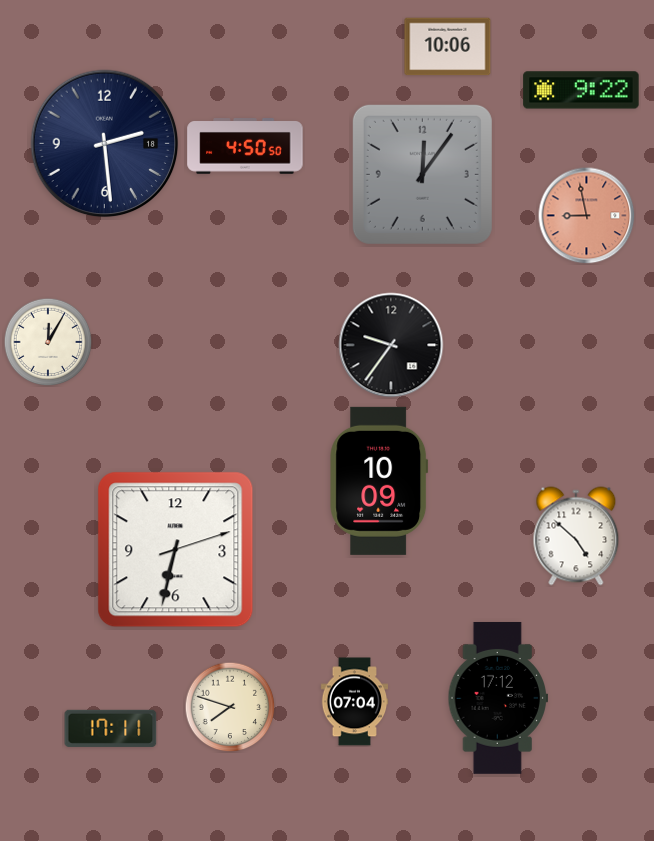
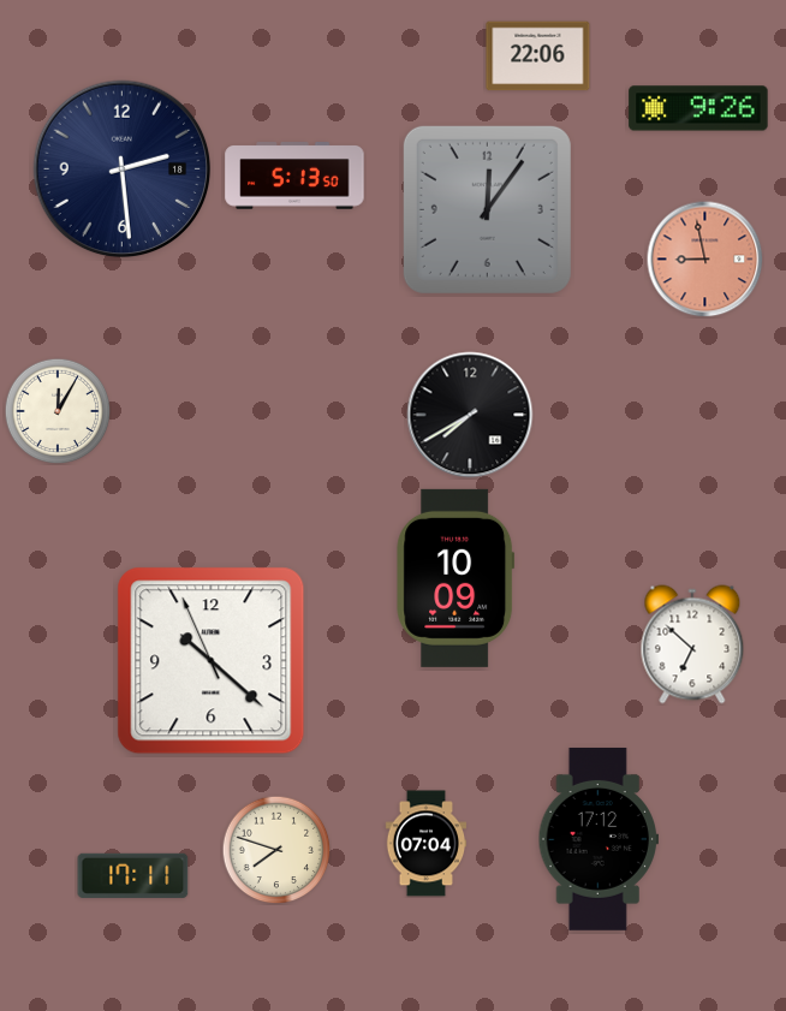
clock at (448, 47): 10:06 -> 22:06
clock at (581, 90): 9:22 -> 9:26
clock at (105, 144) position: (105, 144) -> (123, 170)
clock at (245, 146): 4:50 -> 5:13
clock at (422, 174) position: (422, 174) -> (487, 209)
clock at (391, 345): 9:36 -> 7:40
clock at (576, 536): 4:52 -> 6:52
clock at (176, 550): 6:32 -> 10:21
